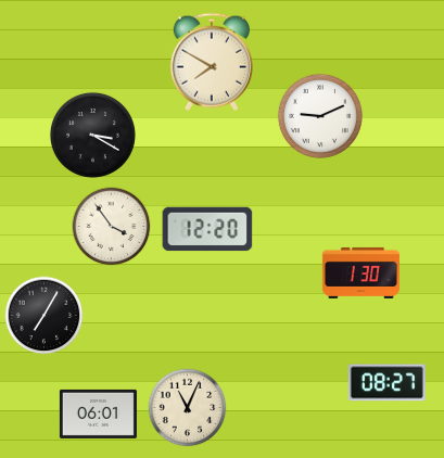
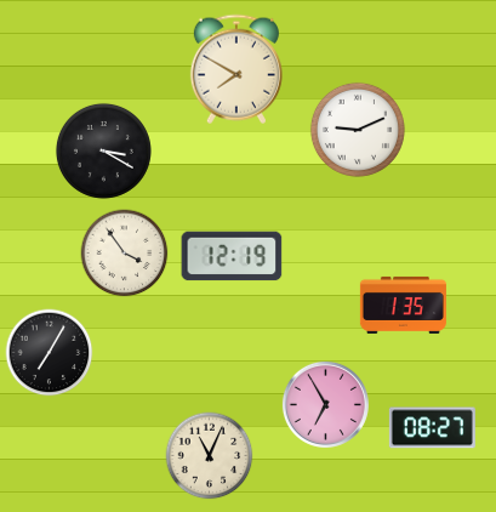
clock at (207, 229): 12:20 -> 12:19
clock at (360, 272): 1:30 -> 1:35
clock at (325, 404): none -> 6:55
clock at (98, 414): 06:01 -> none
